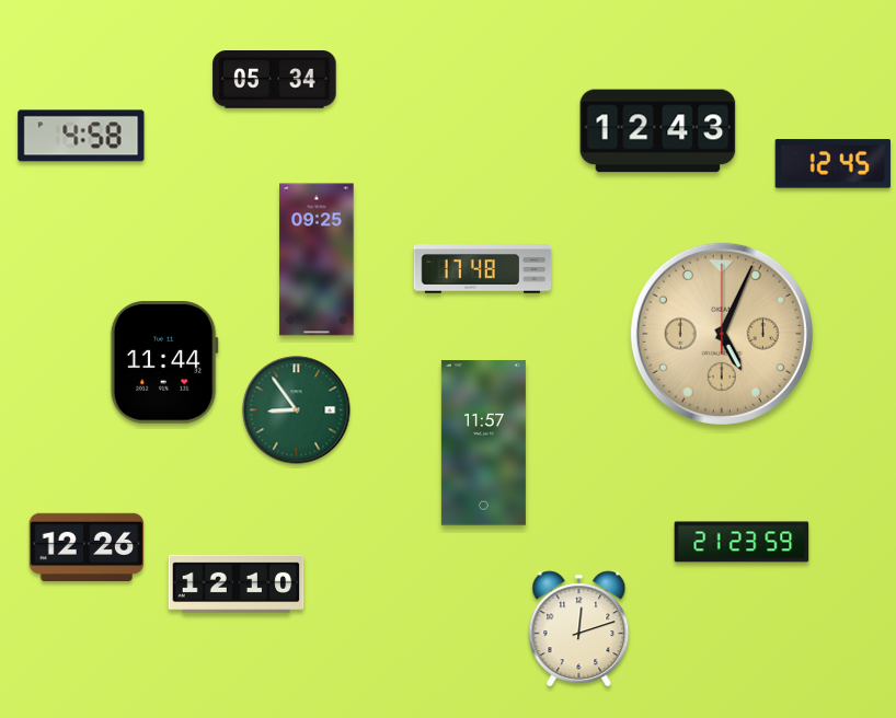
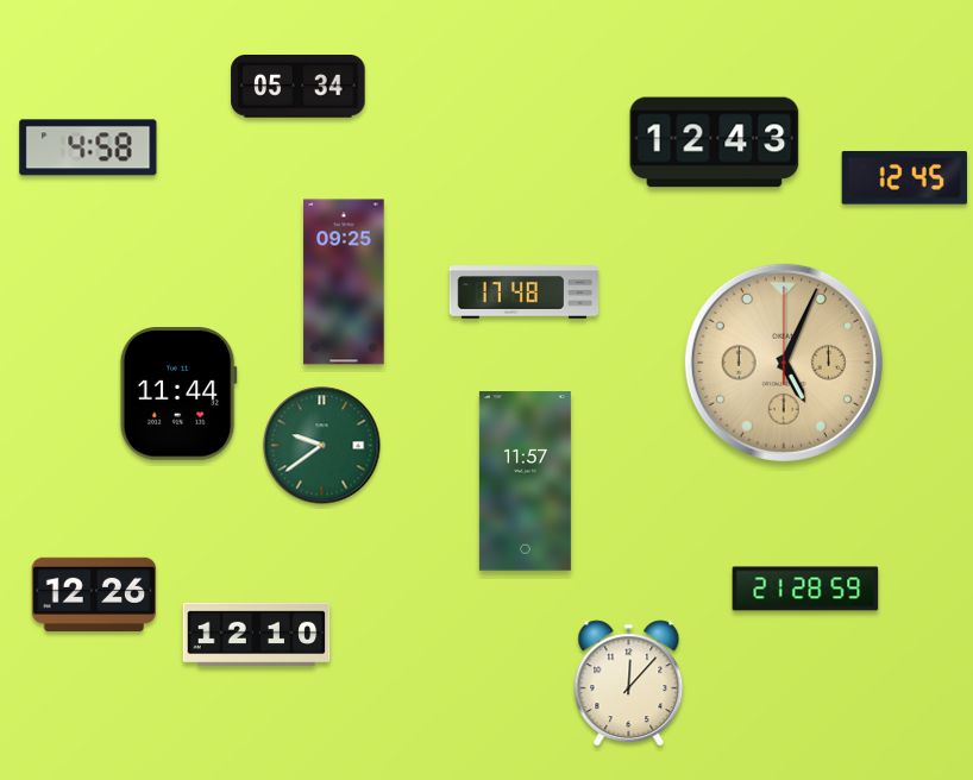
clock at (297, 410): 8:54 -> 9:39
clock at (742, 542): 21:23 -> 21:28
clock at (579, 629): 12:12 -> 12:07
